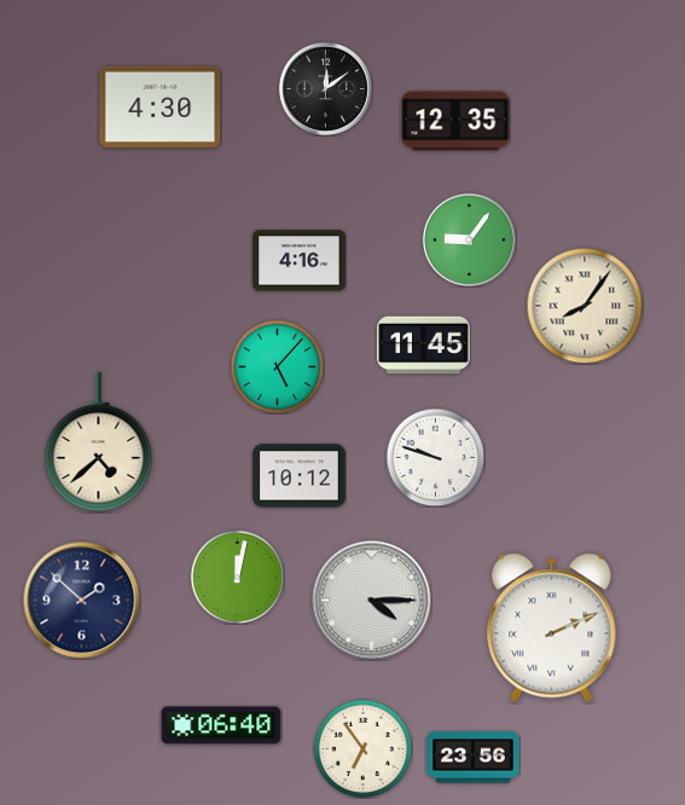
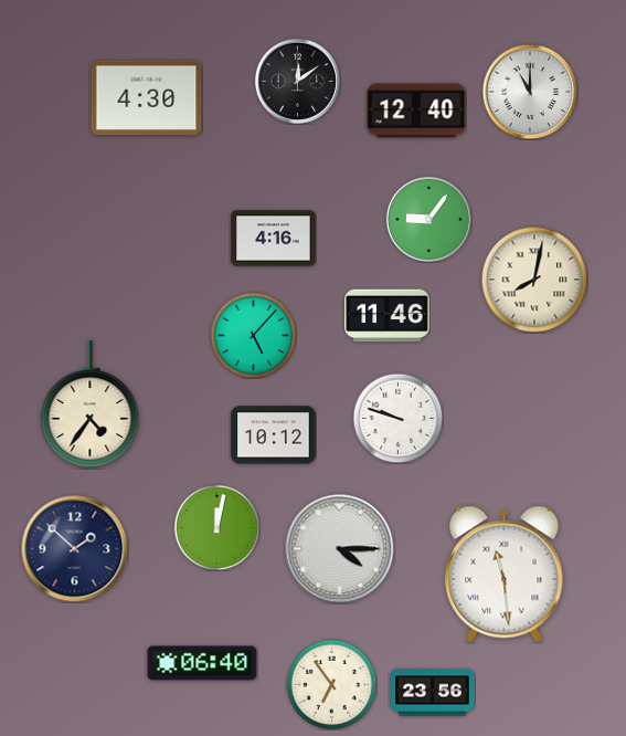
clock at (530, 92): none -> 11:00
clock at (455, 121): 12:35 -> 12:40
clock at (585, 306): 8:06 -> 8:02
clock at (424, 346): 11:45 -> 11:46
clock at (99, 441): 4:38 -> 4:36
clock at (552, 627): 2:11 -> 11:29
